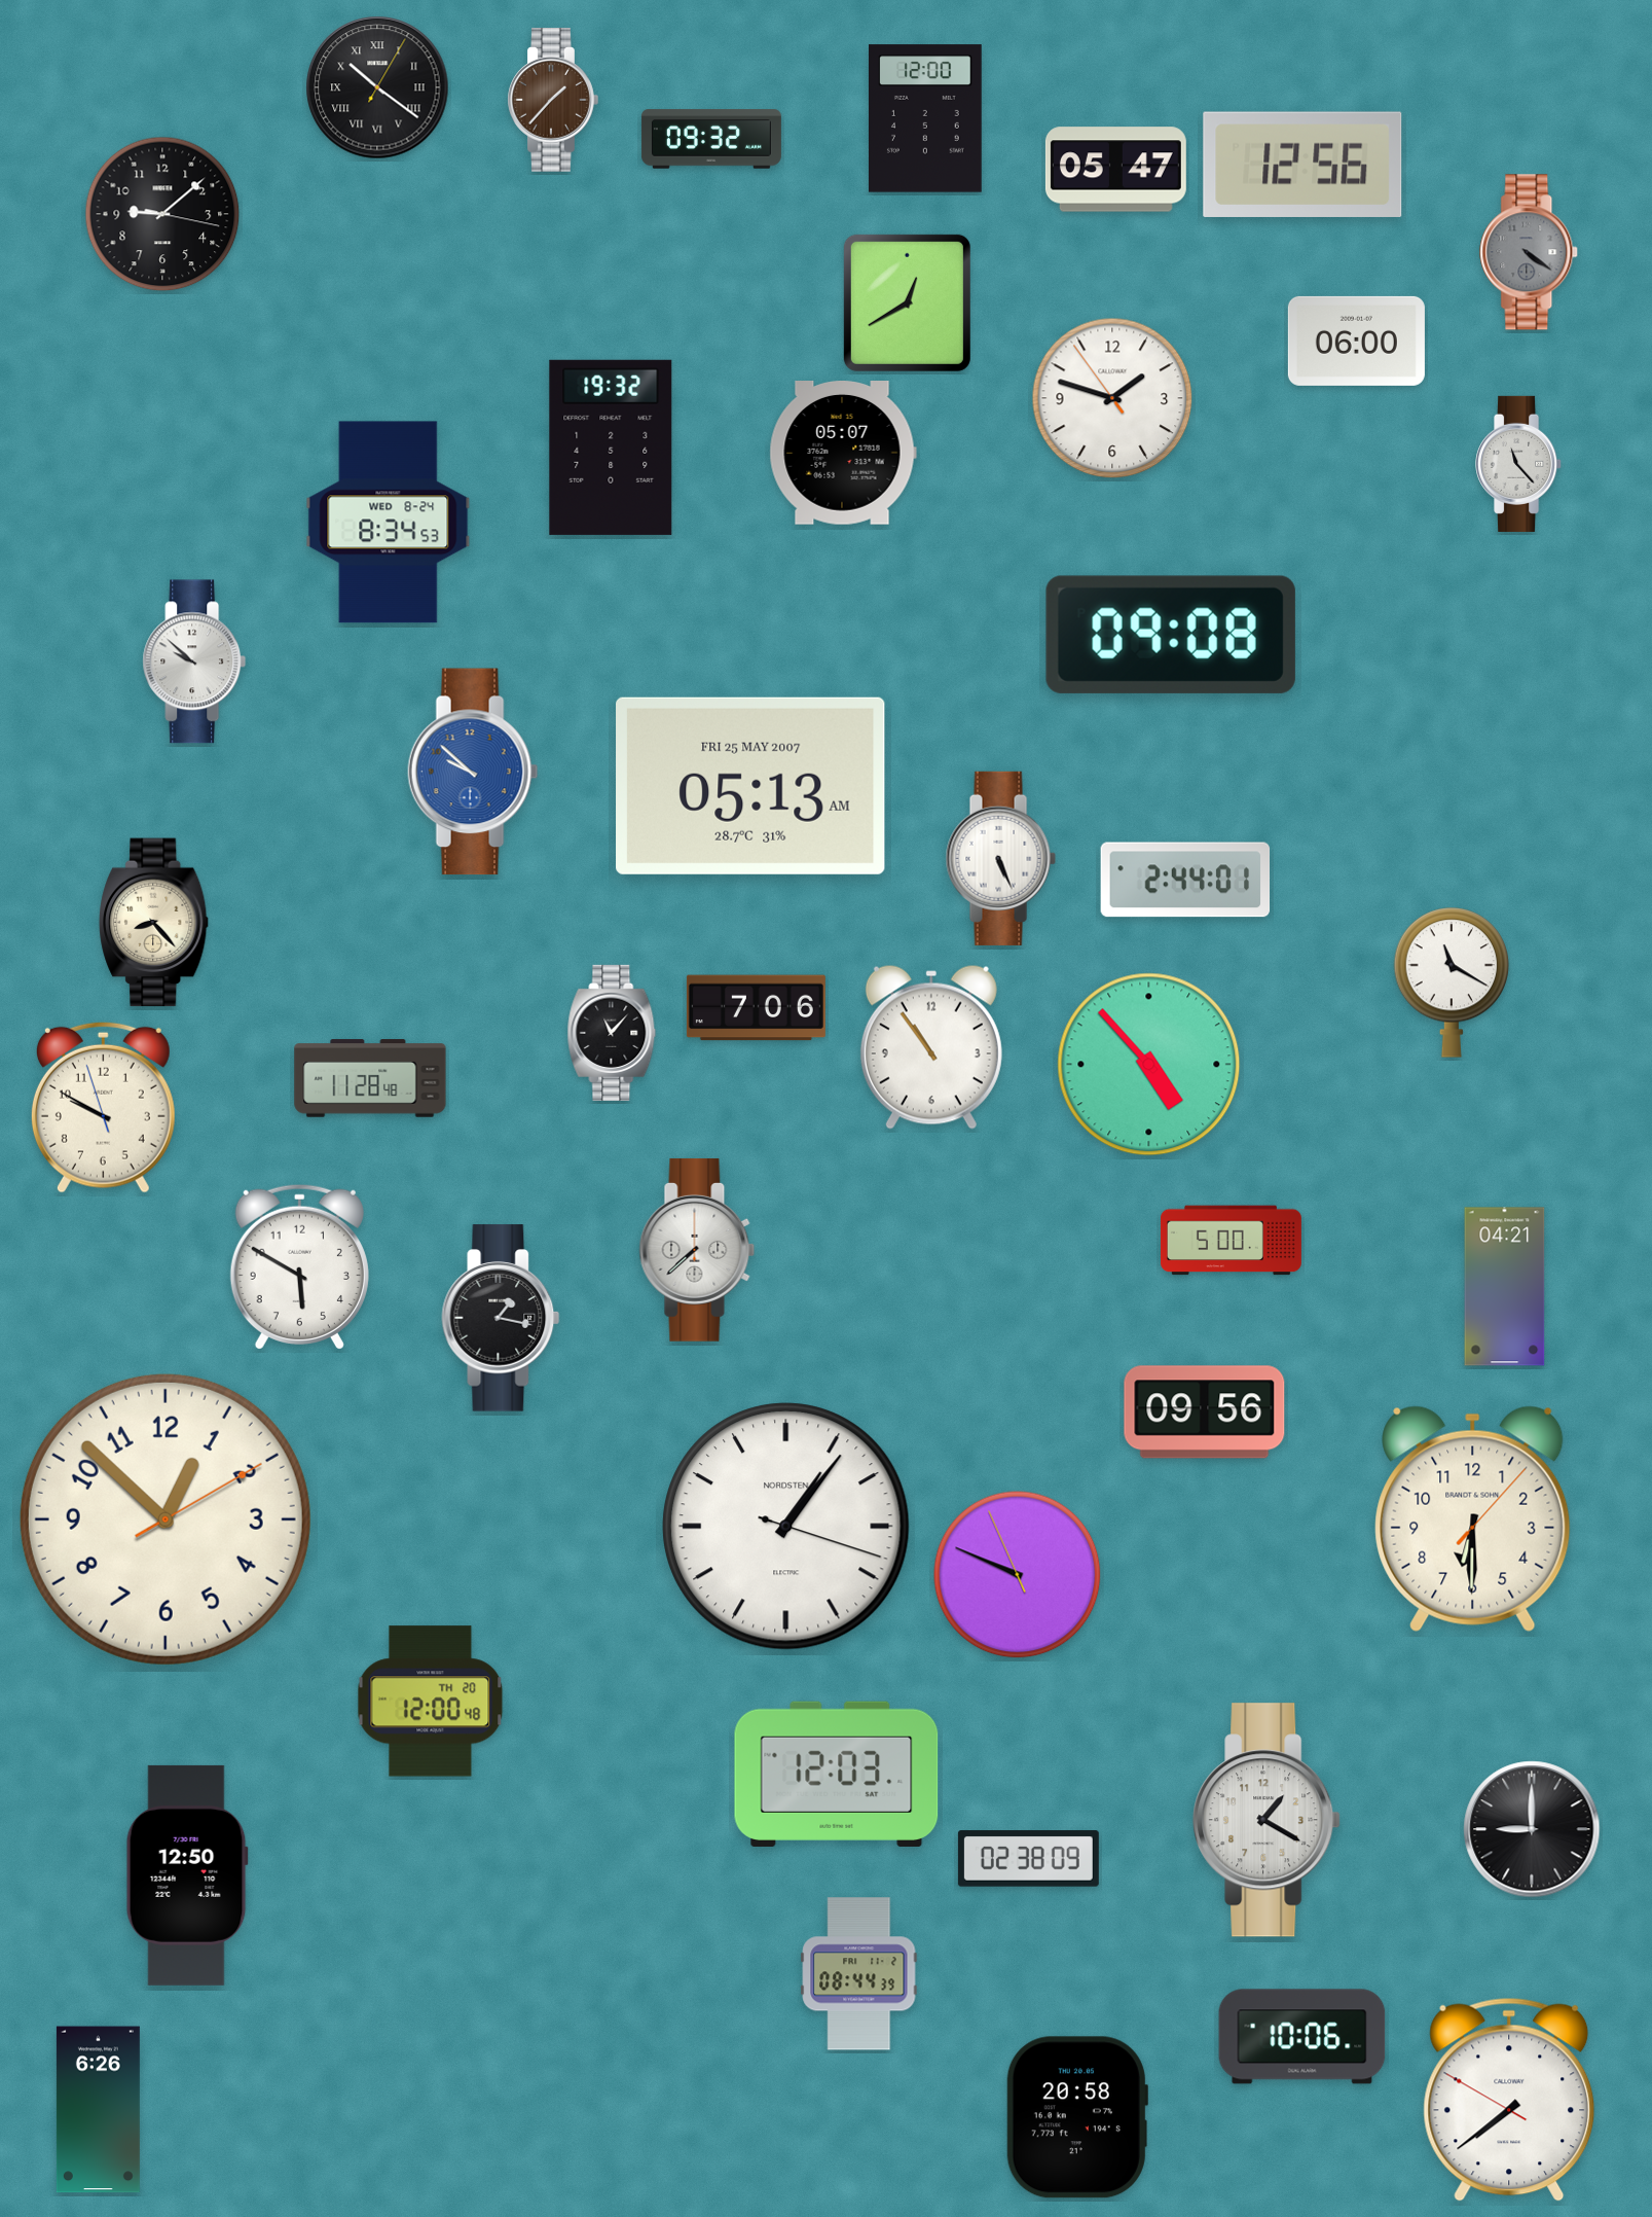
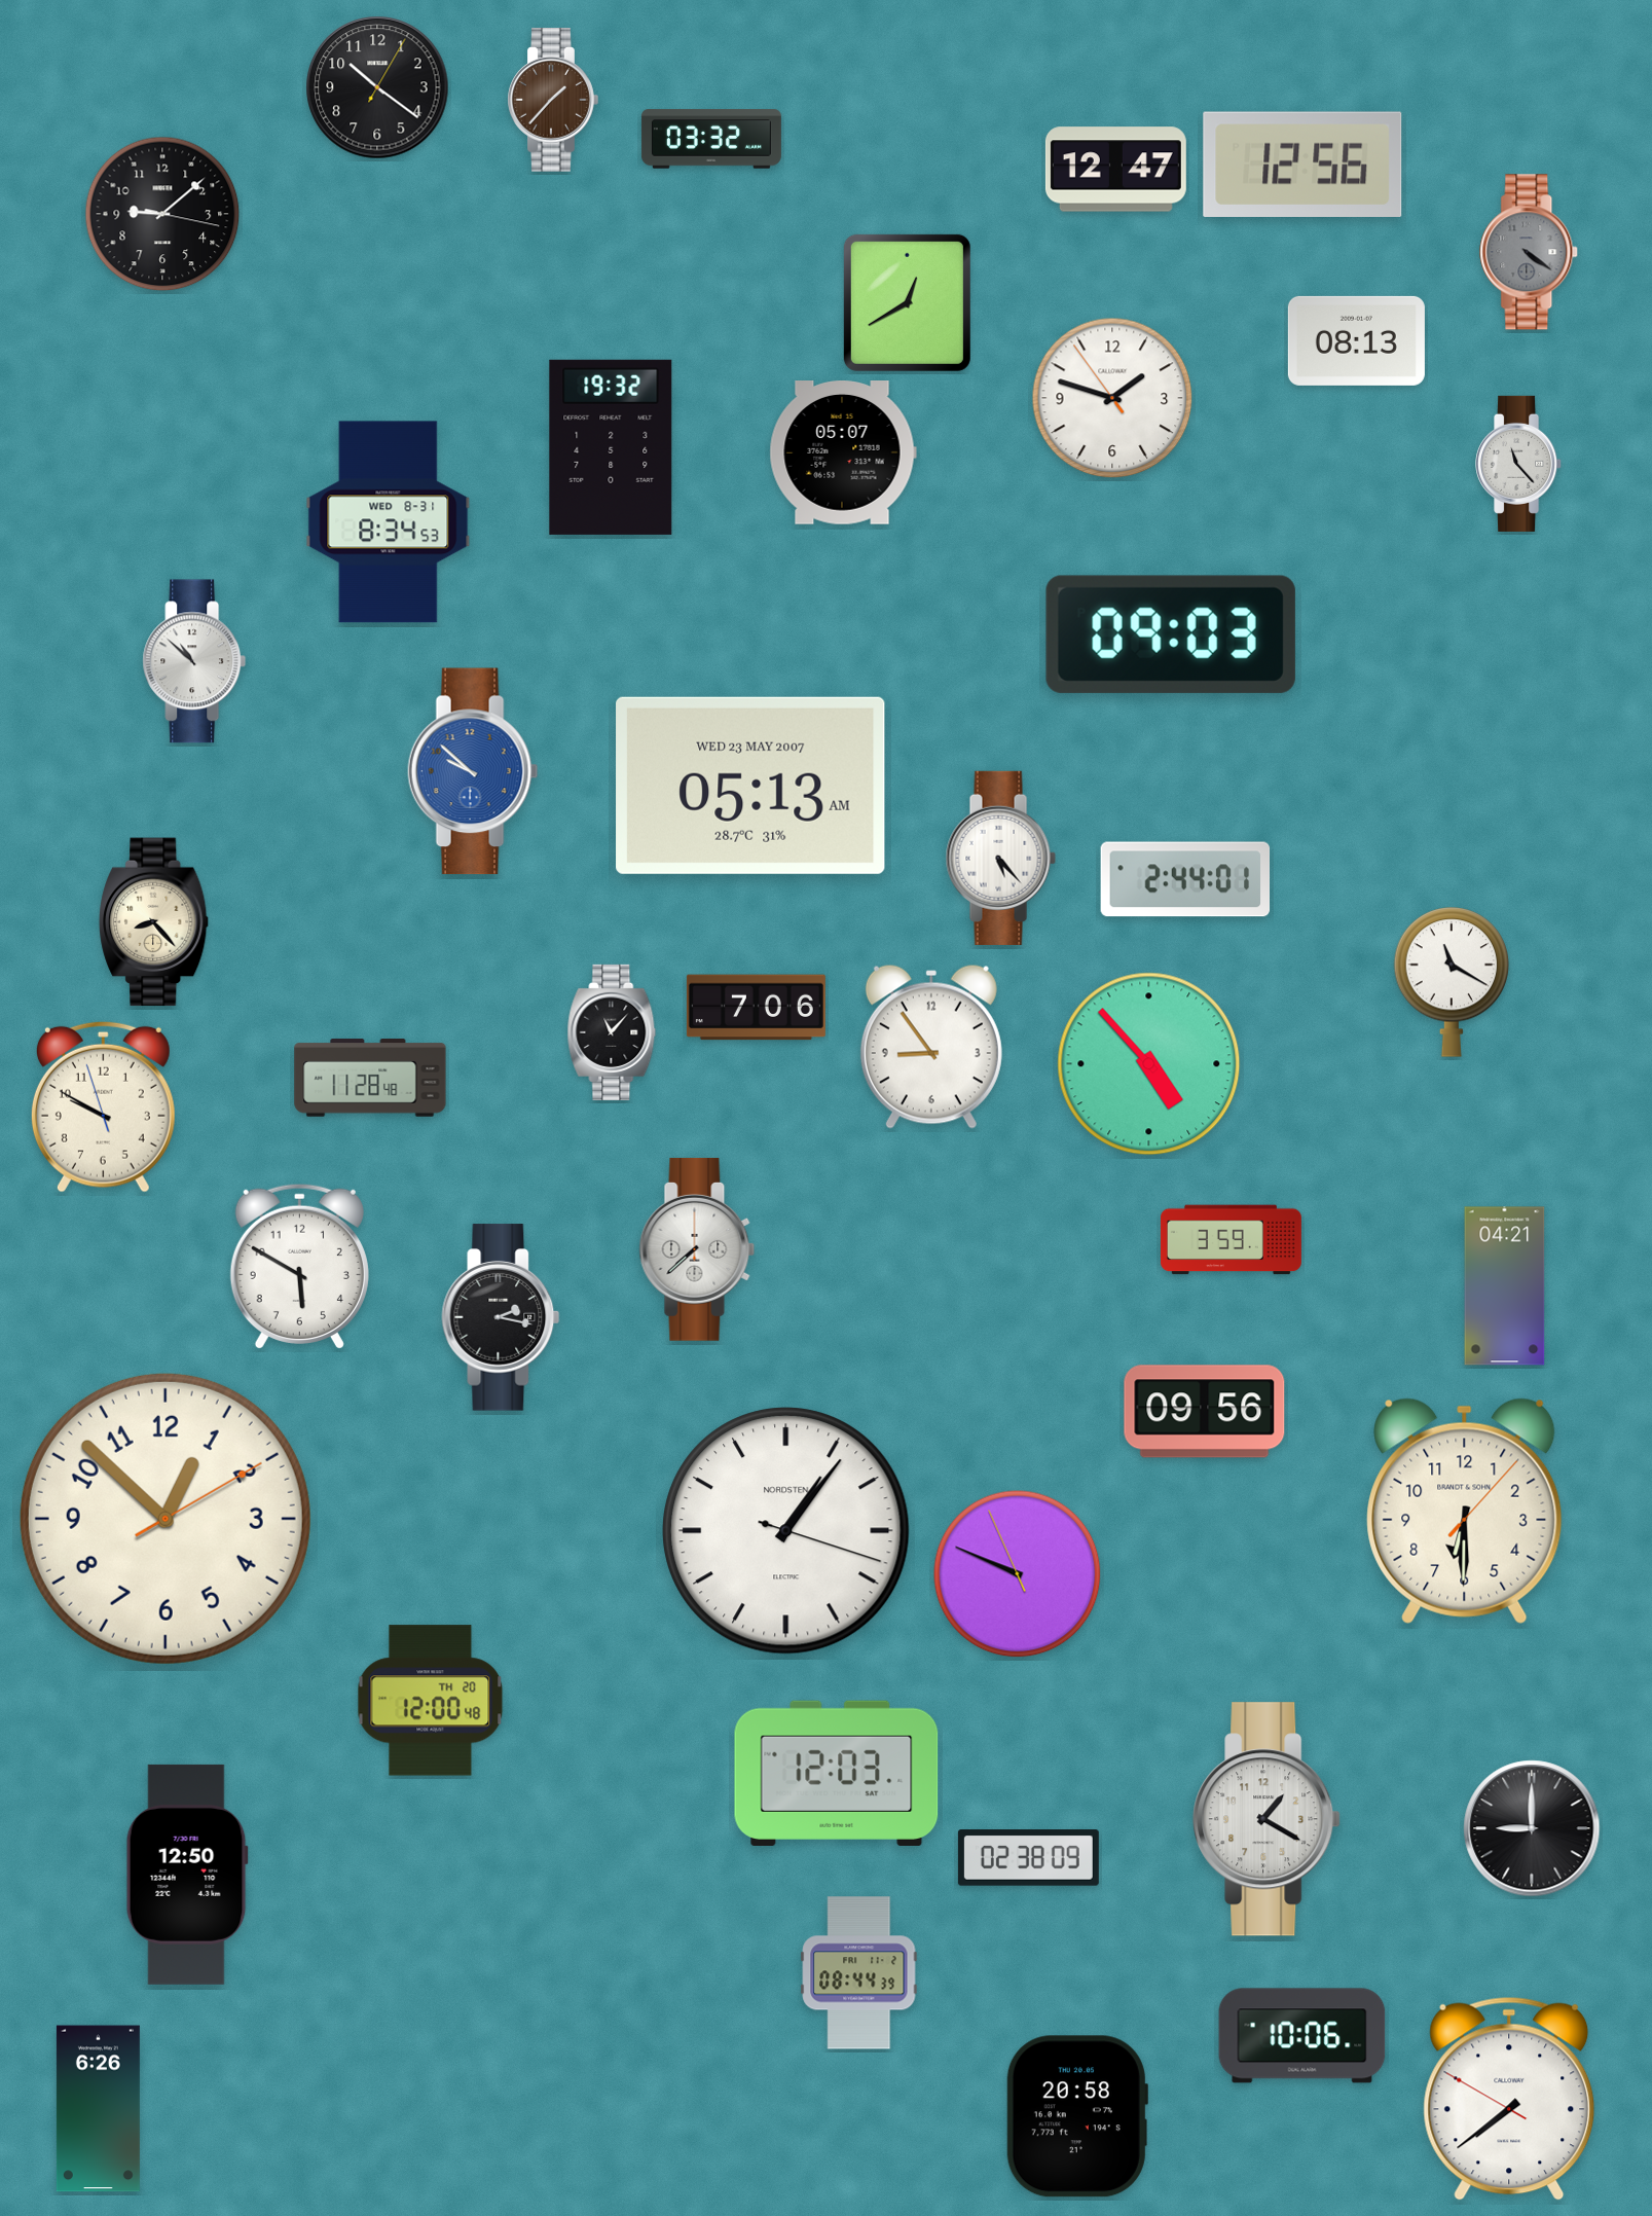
clock at (377, 87) numerals: Roman -> Arabic
clock at (926, 118): 12:00 -> none
clock at (711, 139): 09:32 -> 03:32
clock at (1115, 170): 05:47 -> 12:47
clock at (1356, 341): 06:00 -> 08:13
clock at (389, 523) date: WED 8-24 -> WED 8-31
clock at (1171, 635): 09:08 -> 09:03
clock at (194, 661): 9:52 -> 10:52
clock at (750, 786) date: FRI 25 MAY 2007 -> WED 23 MAY 2007
clock at (1000, 858): 5:26 -> 5:23
clock at (931, 1047): 10:54 -> 8:54
clock at (1231, 1241): 5:00 -> 3:59
clock at (501, 1318): 1:17 -> 2:17
clock at (1473, 1518) position: (1473, 1518) -> (1465, 1511)
clock at (786, 1527) position: (786, 1527) -> (786, 1531)
